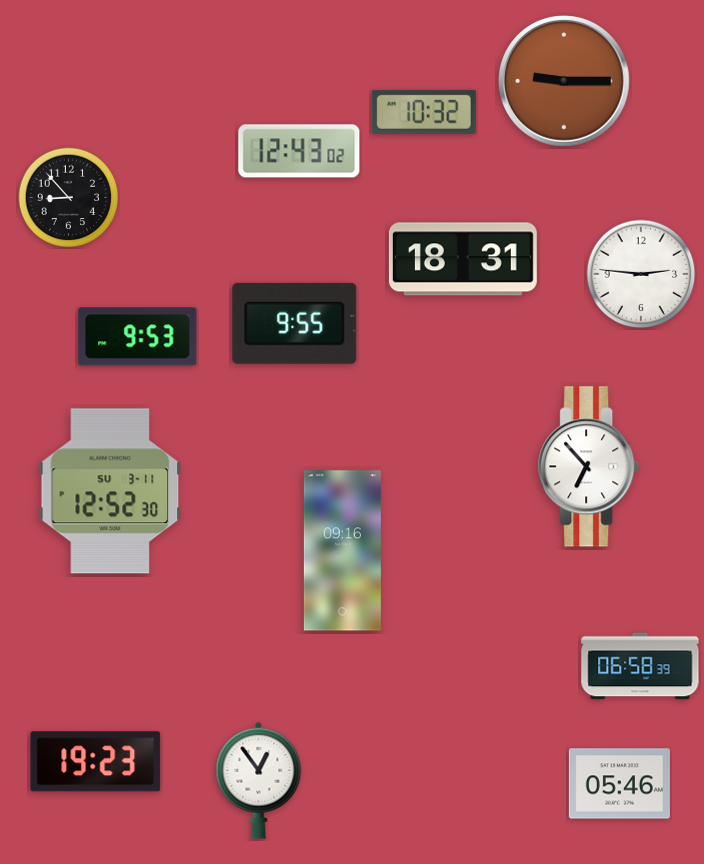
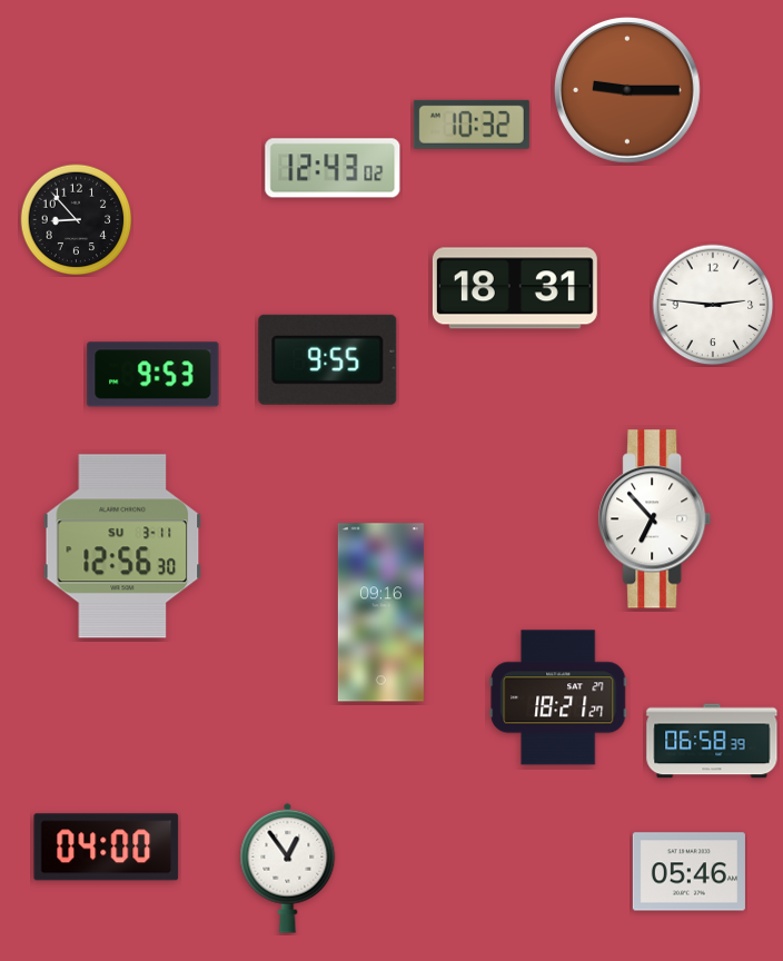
clock at (110, 491): 12:52 -> 12:56
clock at (558, 697): none -> 18:21
clock at (96, 762): 19:23 -> 04:00
